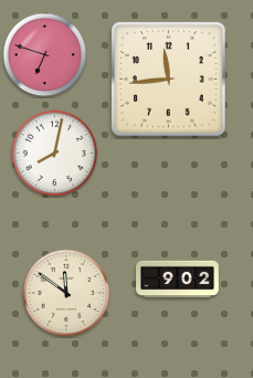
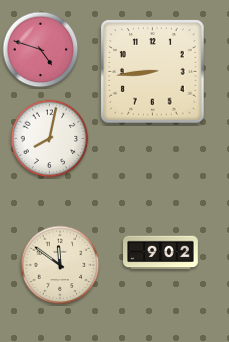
clock at (45, 55): 6:48 -> 4:48
clock at (169, 80): 11:44 -> 8:44
